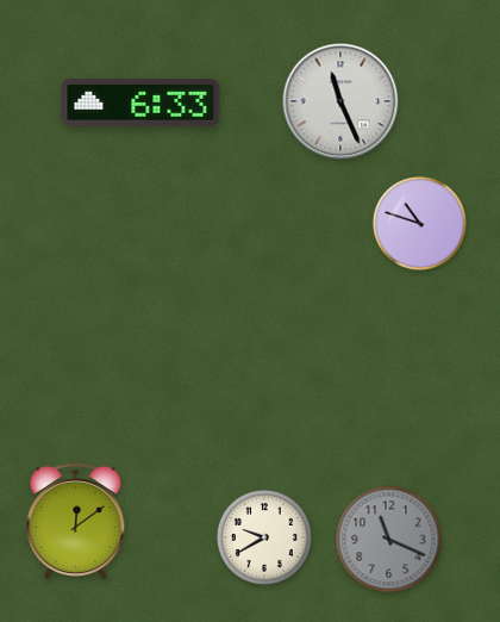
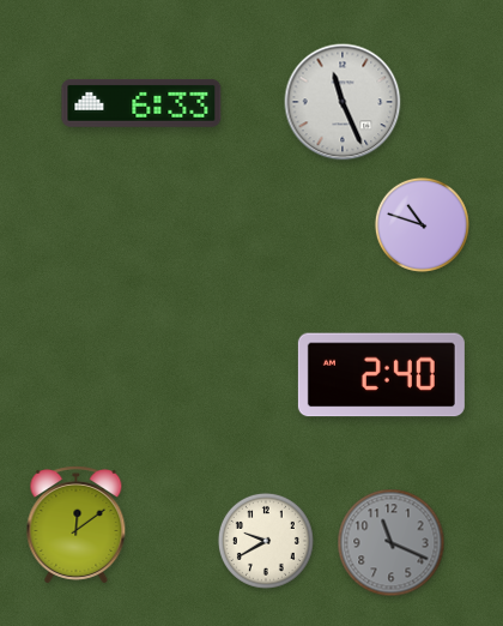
clock at (381, 375): none -> 2:40
